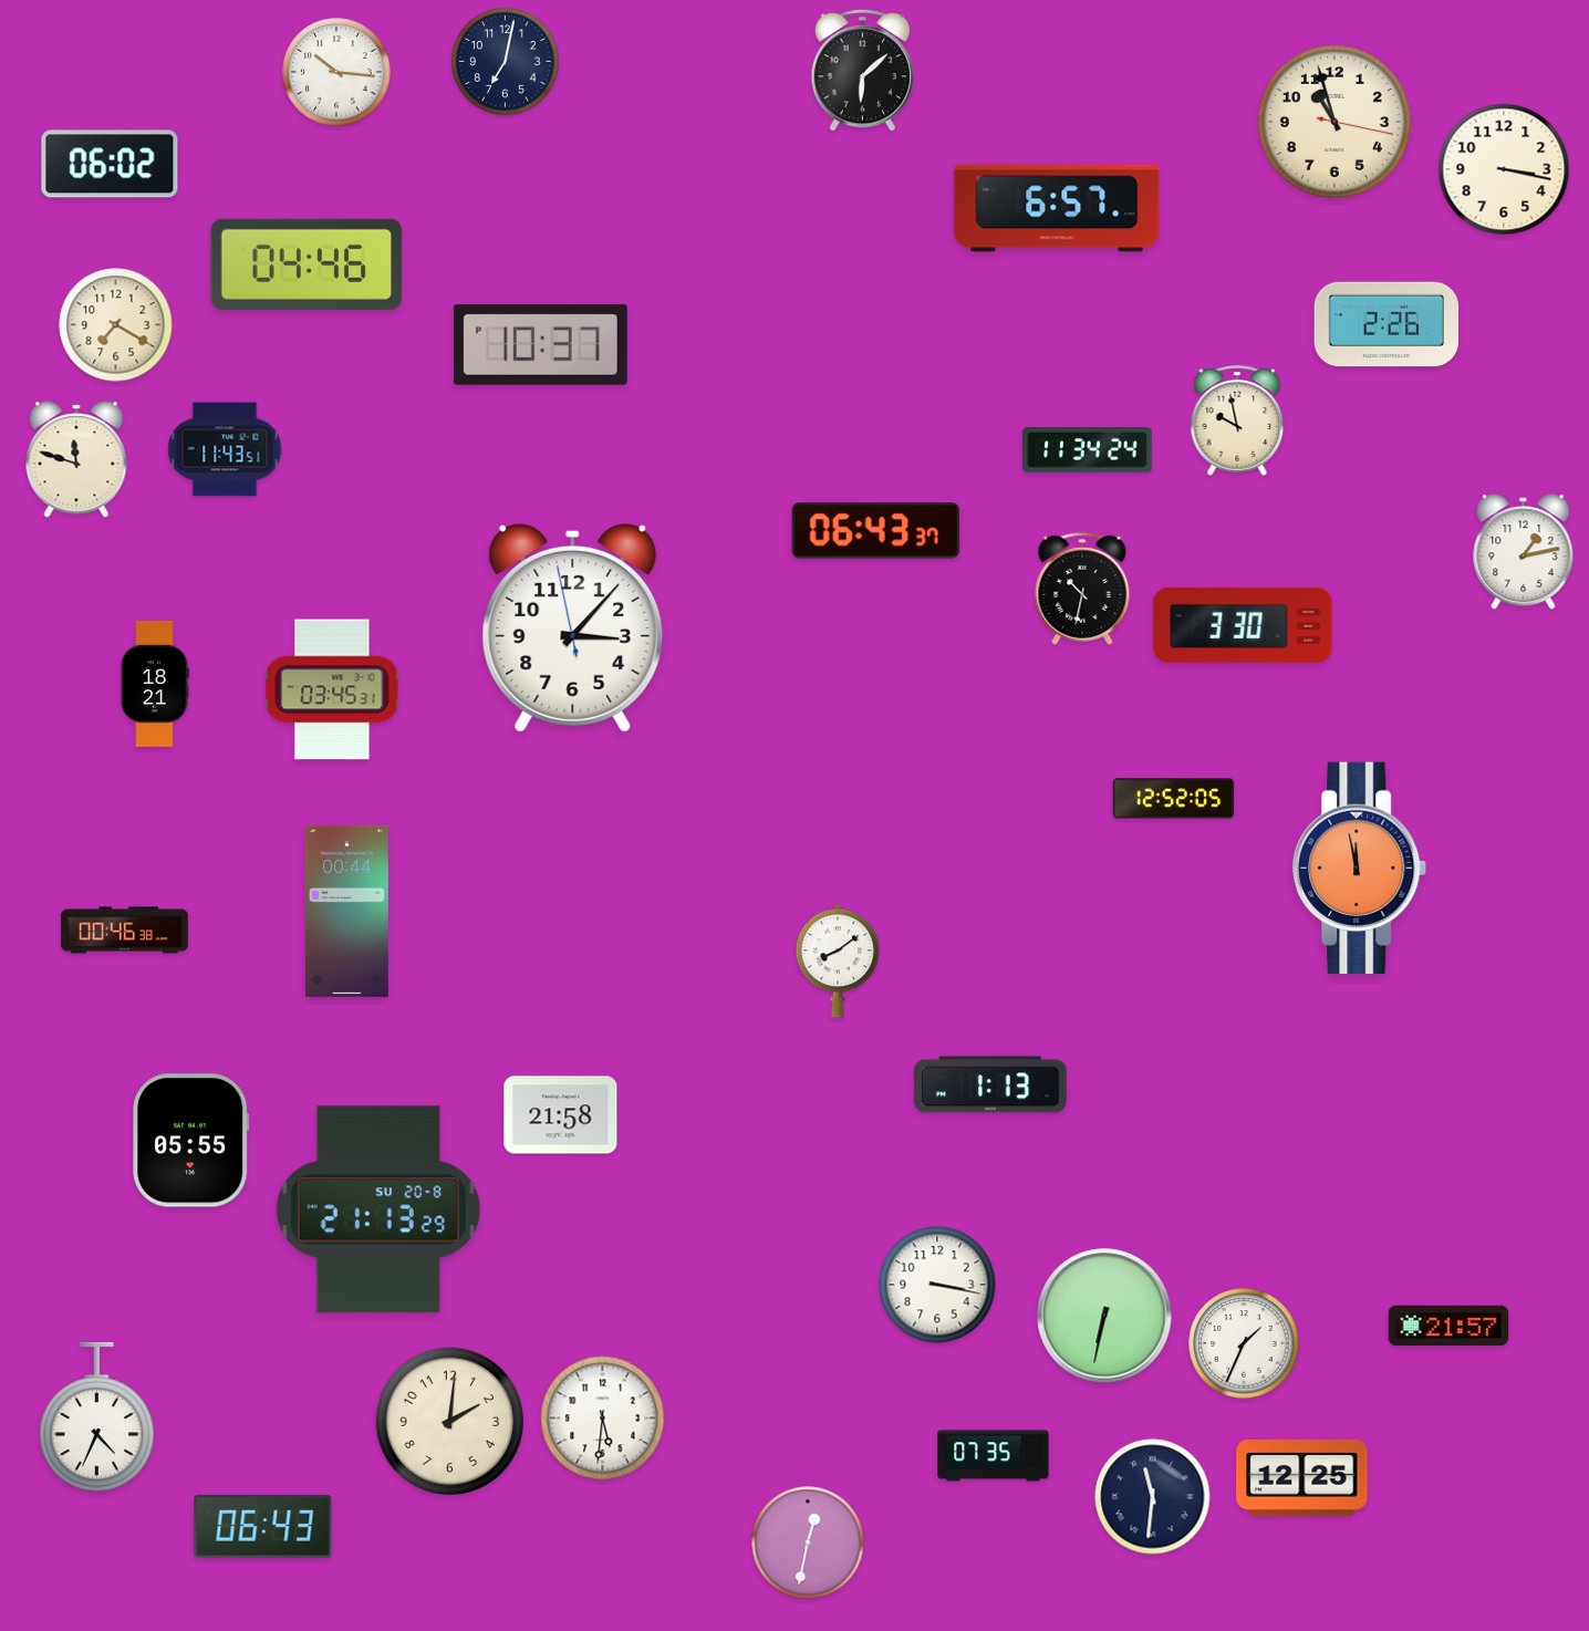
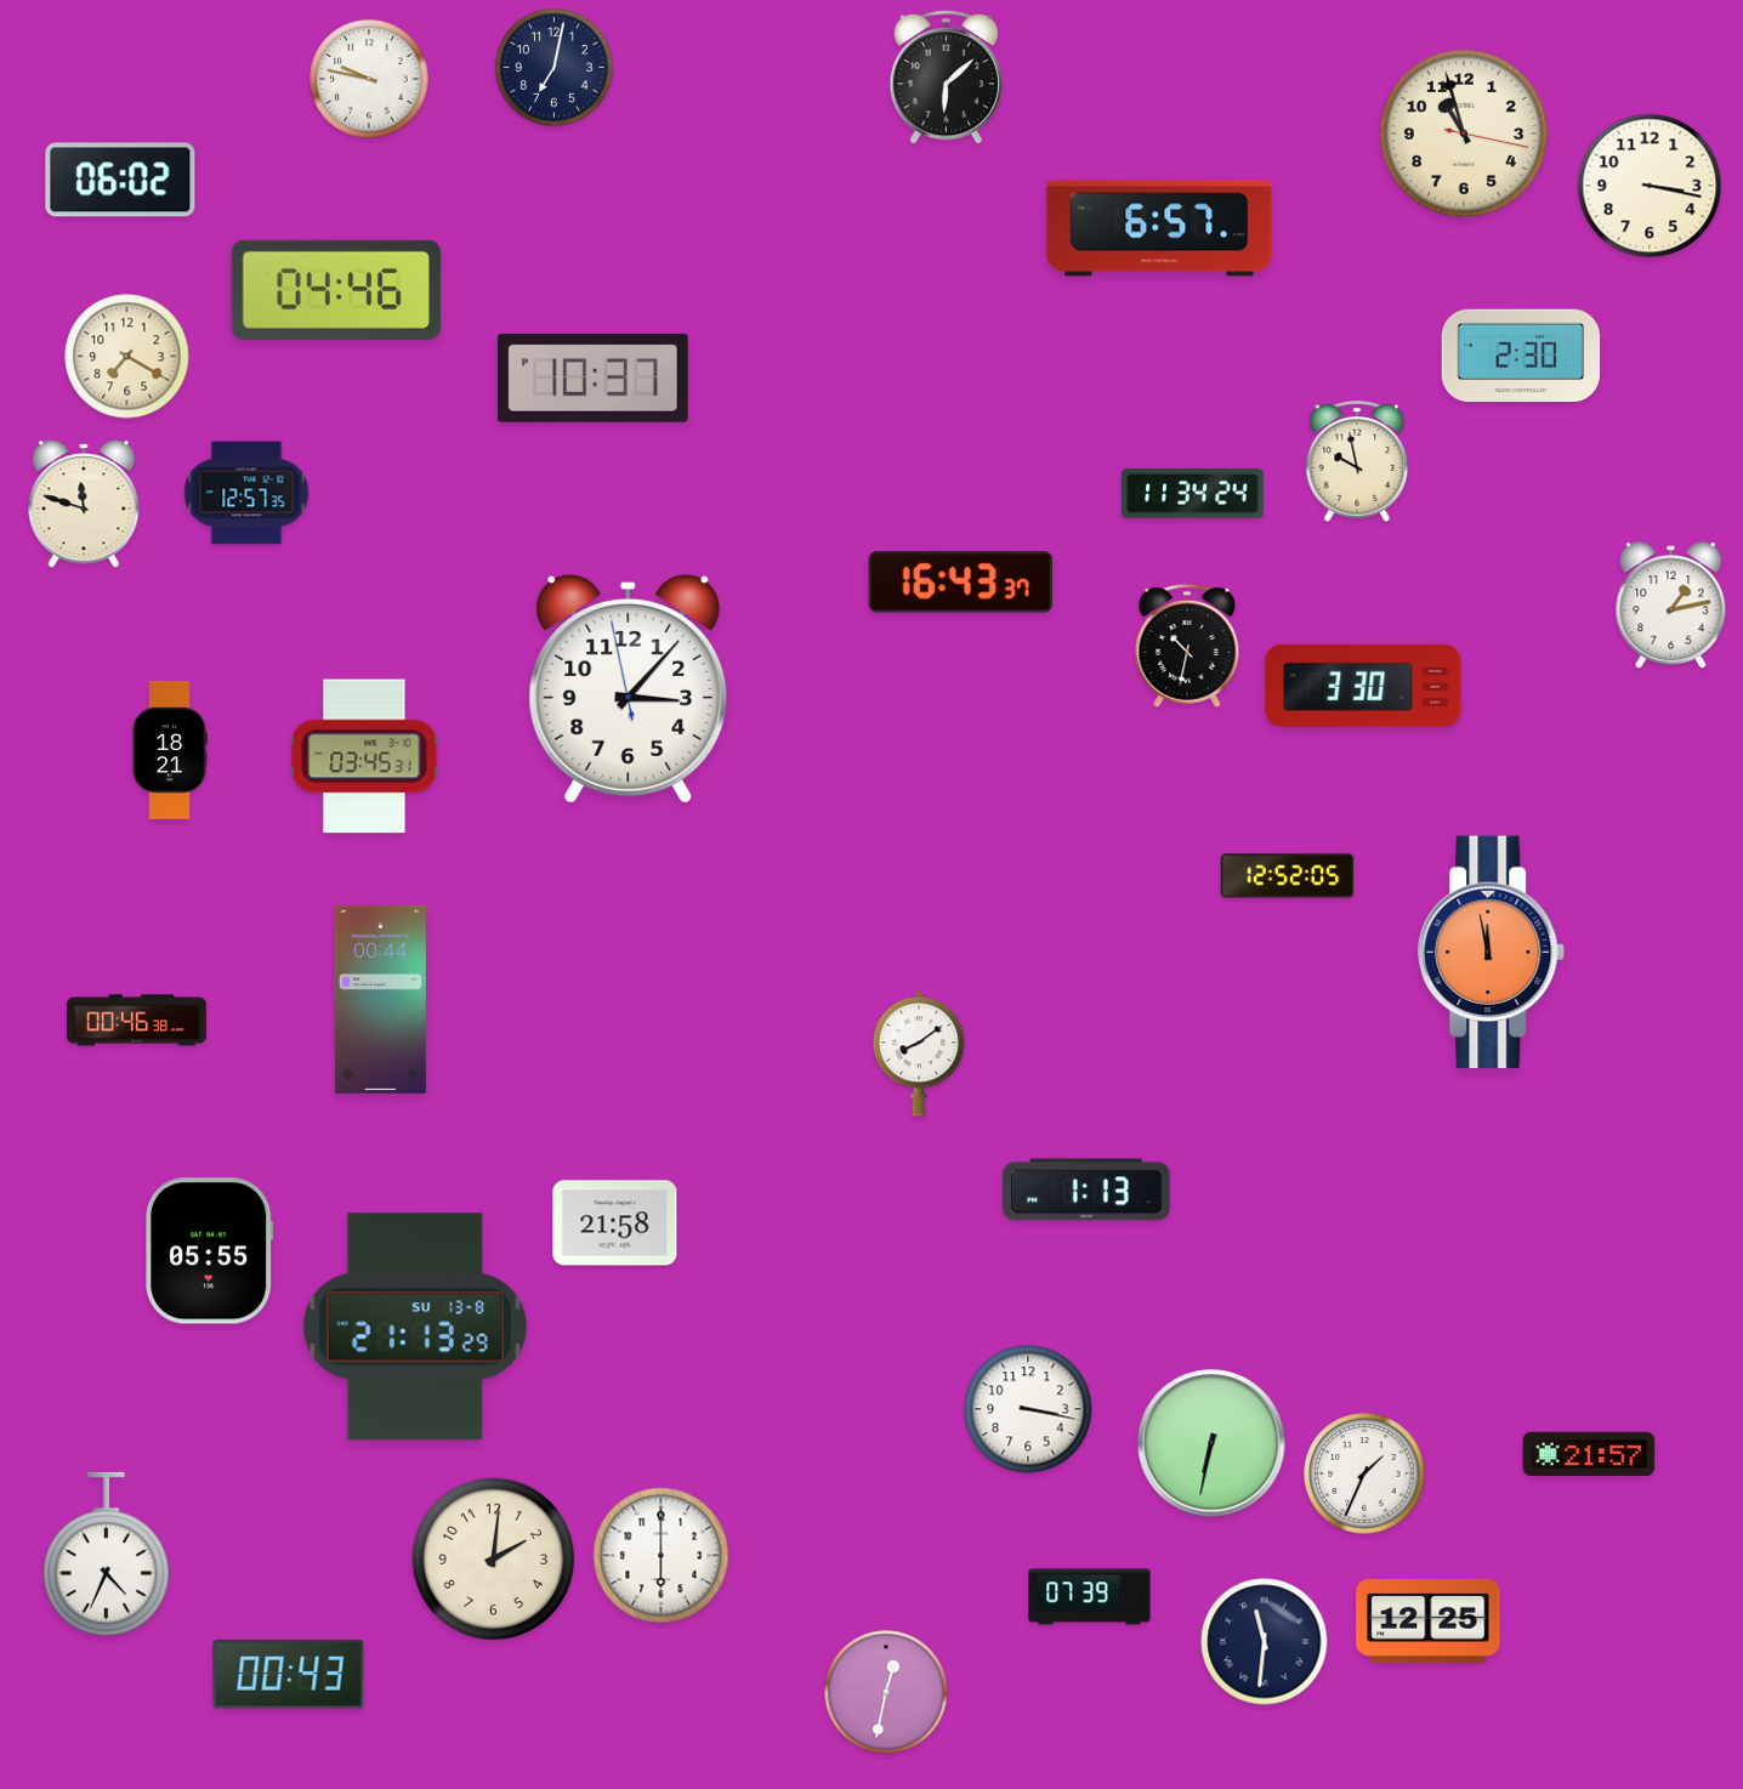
clock at (336, 72): 10:16 -> 9:47
clock at (1387, 324): 2:26 -> 2:30
clock at (225, 449): 11:43 -> 12:57
clock at (875, 531): 06:43 -> 16:43
clock at (378, 1209) date: SU 20-8 -> SU 13-8
clock at (603, 1419): 5:31 -> 6:00
clock at (994, 1456): 07:35 -> 07:39
clock at (263, 1527): 06:43 -> 00:43
